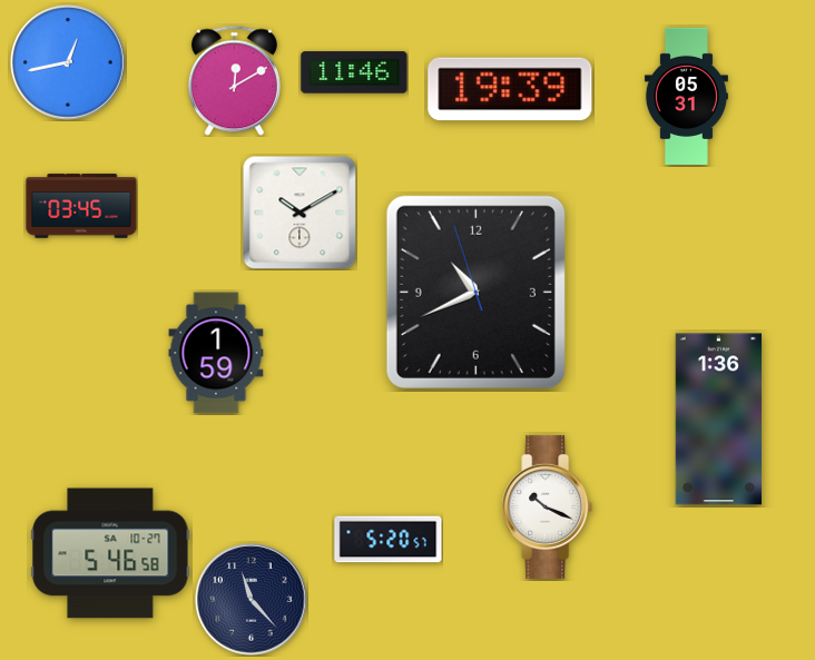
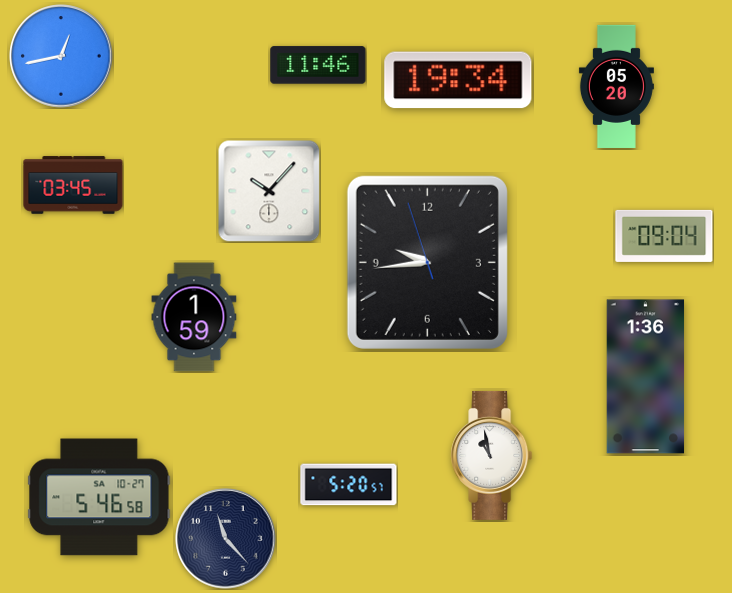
clock at (234, 80): 12:10 -> none
clock at (510, 89): 19:39 -> 19:34
clock at (686, 96): 05:31 -> 05:20
clock at (300, 213): 10:10 -> 10:07
clock at (664, 236): none -> 09:04
clock at (475, 292): 10:40 -> 9:43
clock at (548, 506): 10:19 -> 10:58
